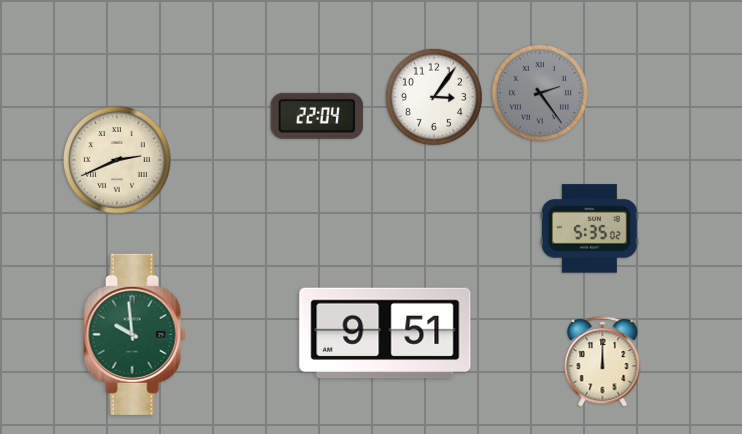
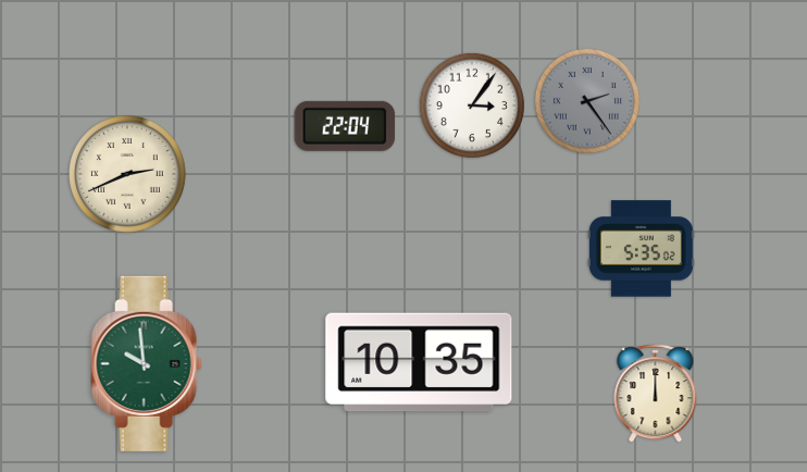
clock at (385, 333): 9:51 -> 10:35
